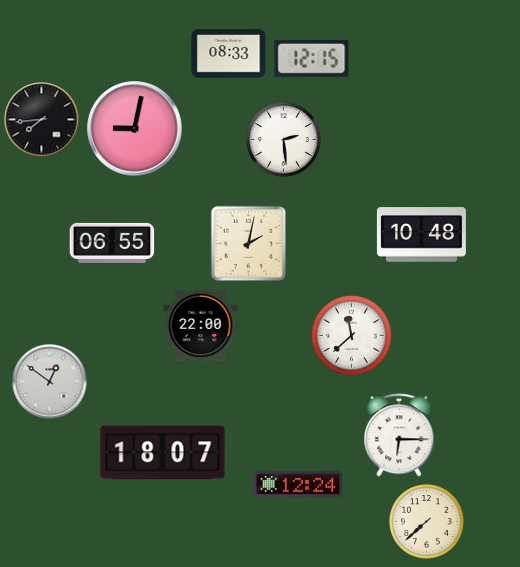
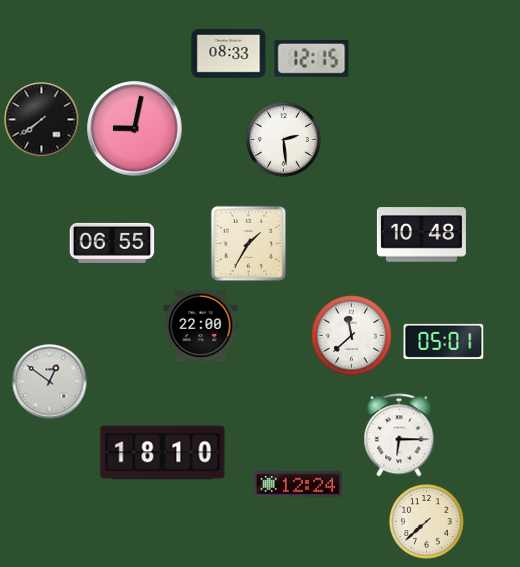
clock at (42, 120): 7:44 -> 7:39
clock at (249, 244): 2:02 -> 1:35
clock at (444, 341): none -> 05:01
clock at (163, 453): 18:07 -> 18:10
